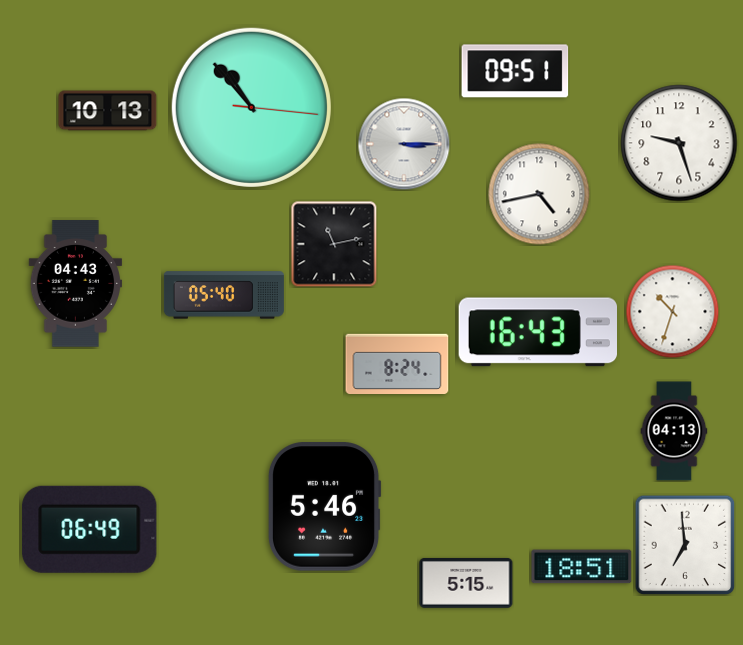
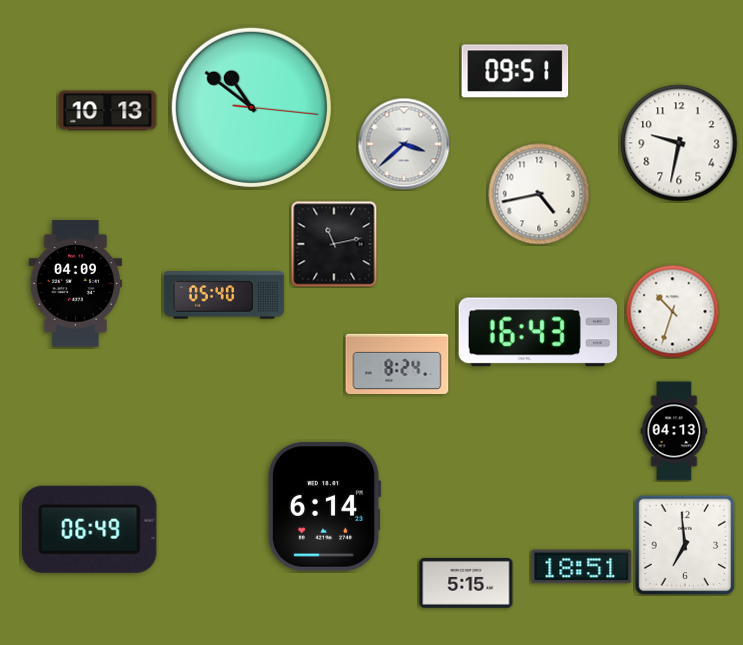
clock at (251, 107): 10:53 -> 10:51
clock at (679, 143): 9:27 -> 9:32
clock at (404, 144): 3:15 -> 3:38
clock at (76, 284): 04:43 -> 04:09
clock at (324, 507): 5:46 -> 6:14
